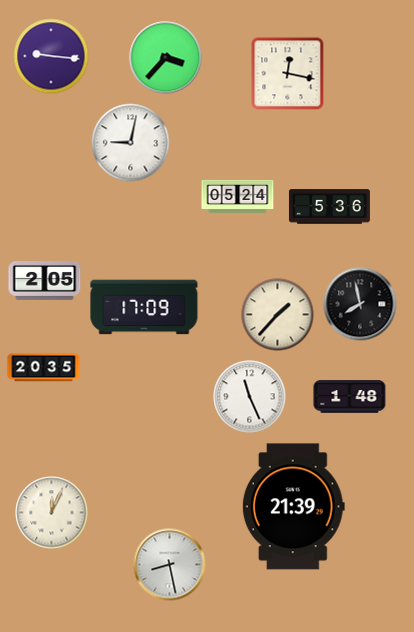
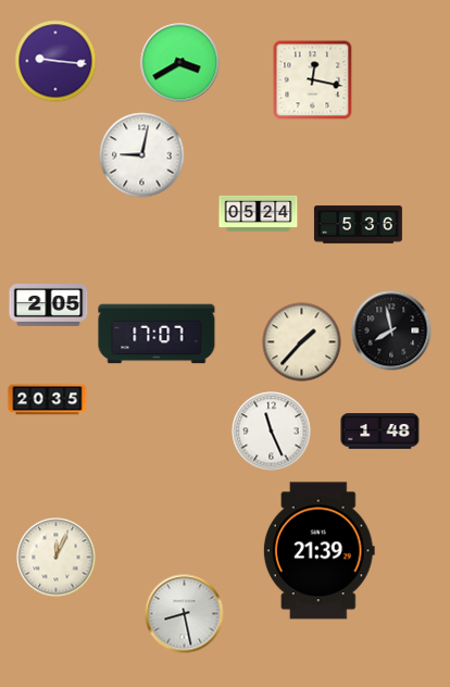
clock at (166, 58): 3:37 -> 3:40
clock at (144, 307): 17:09 -> 17:07
